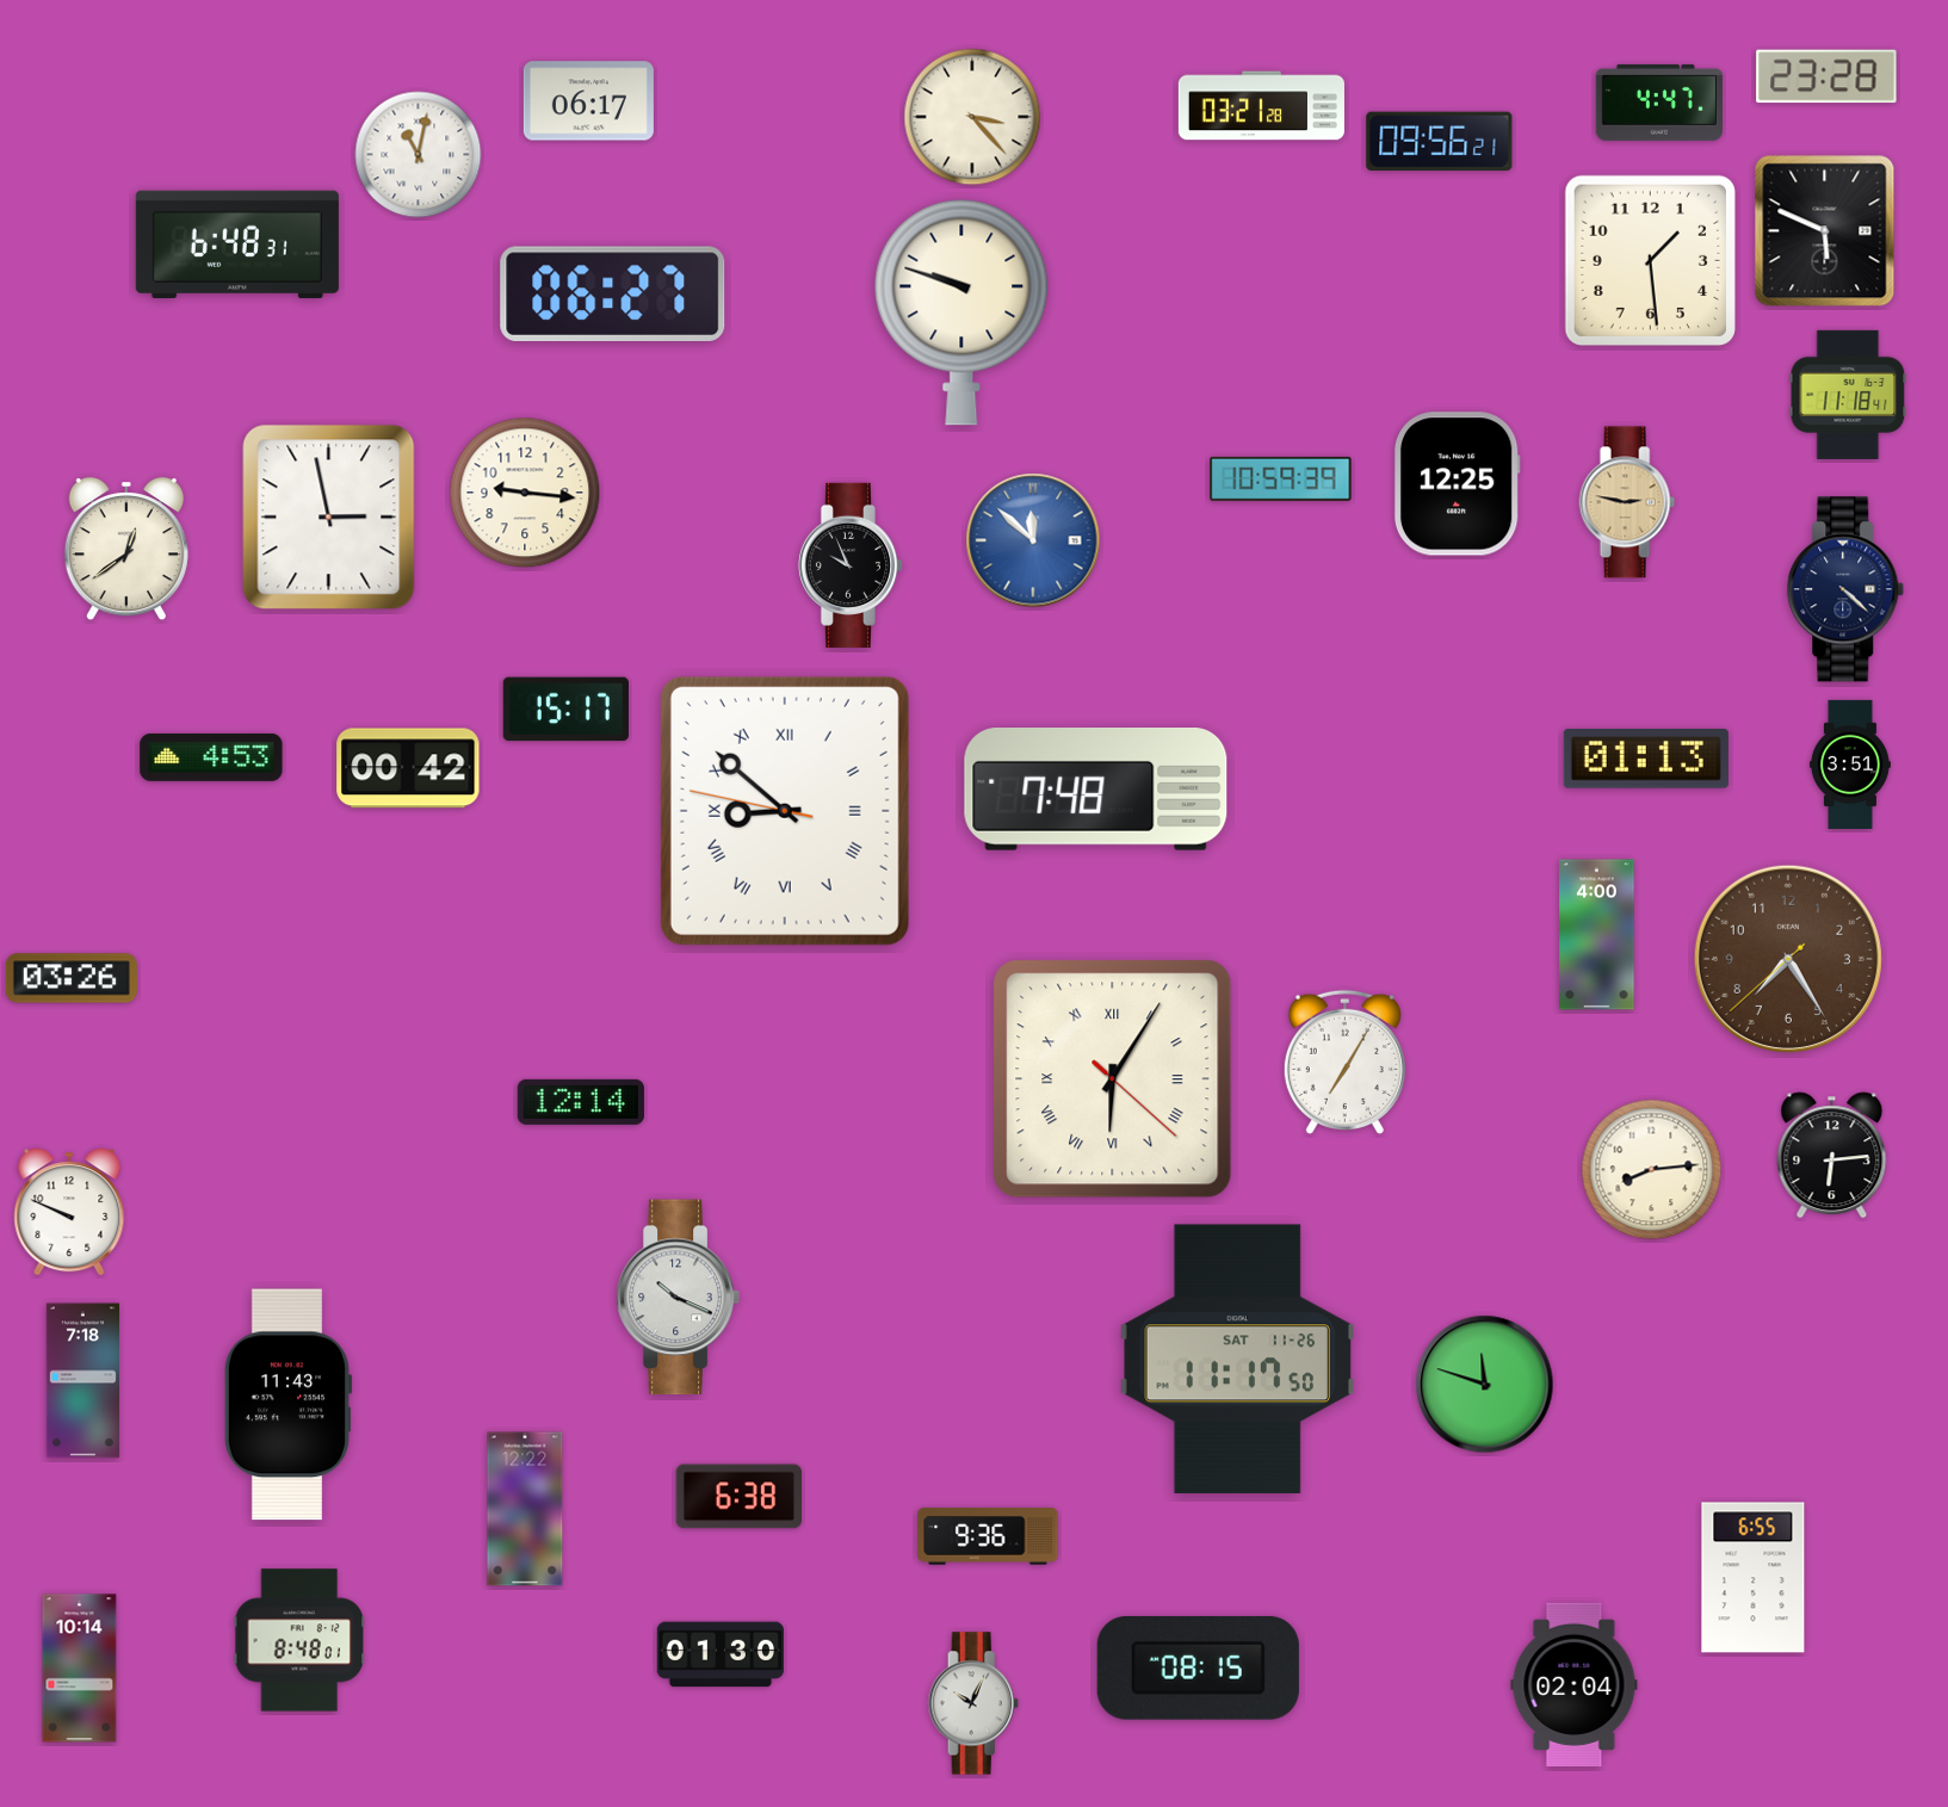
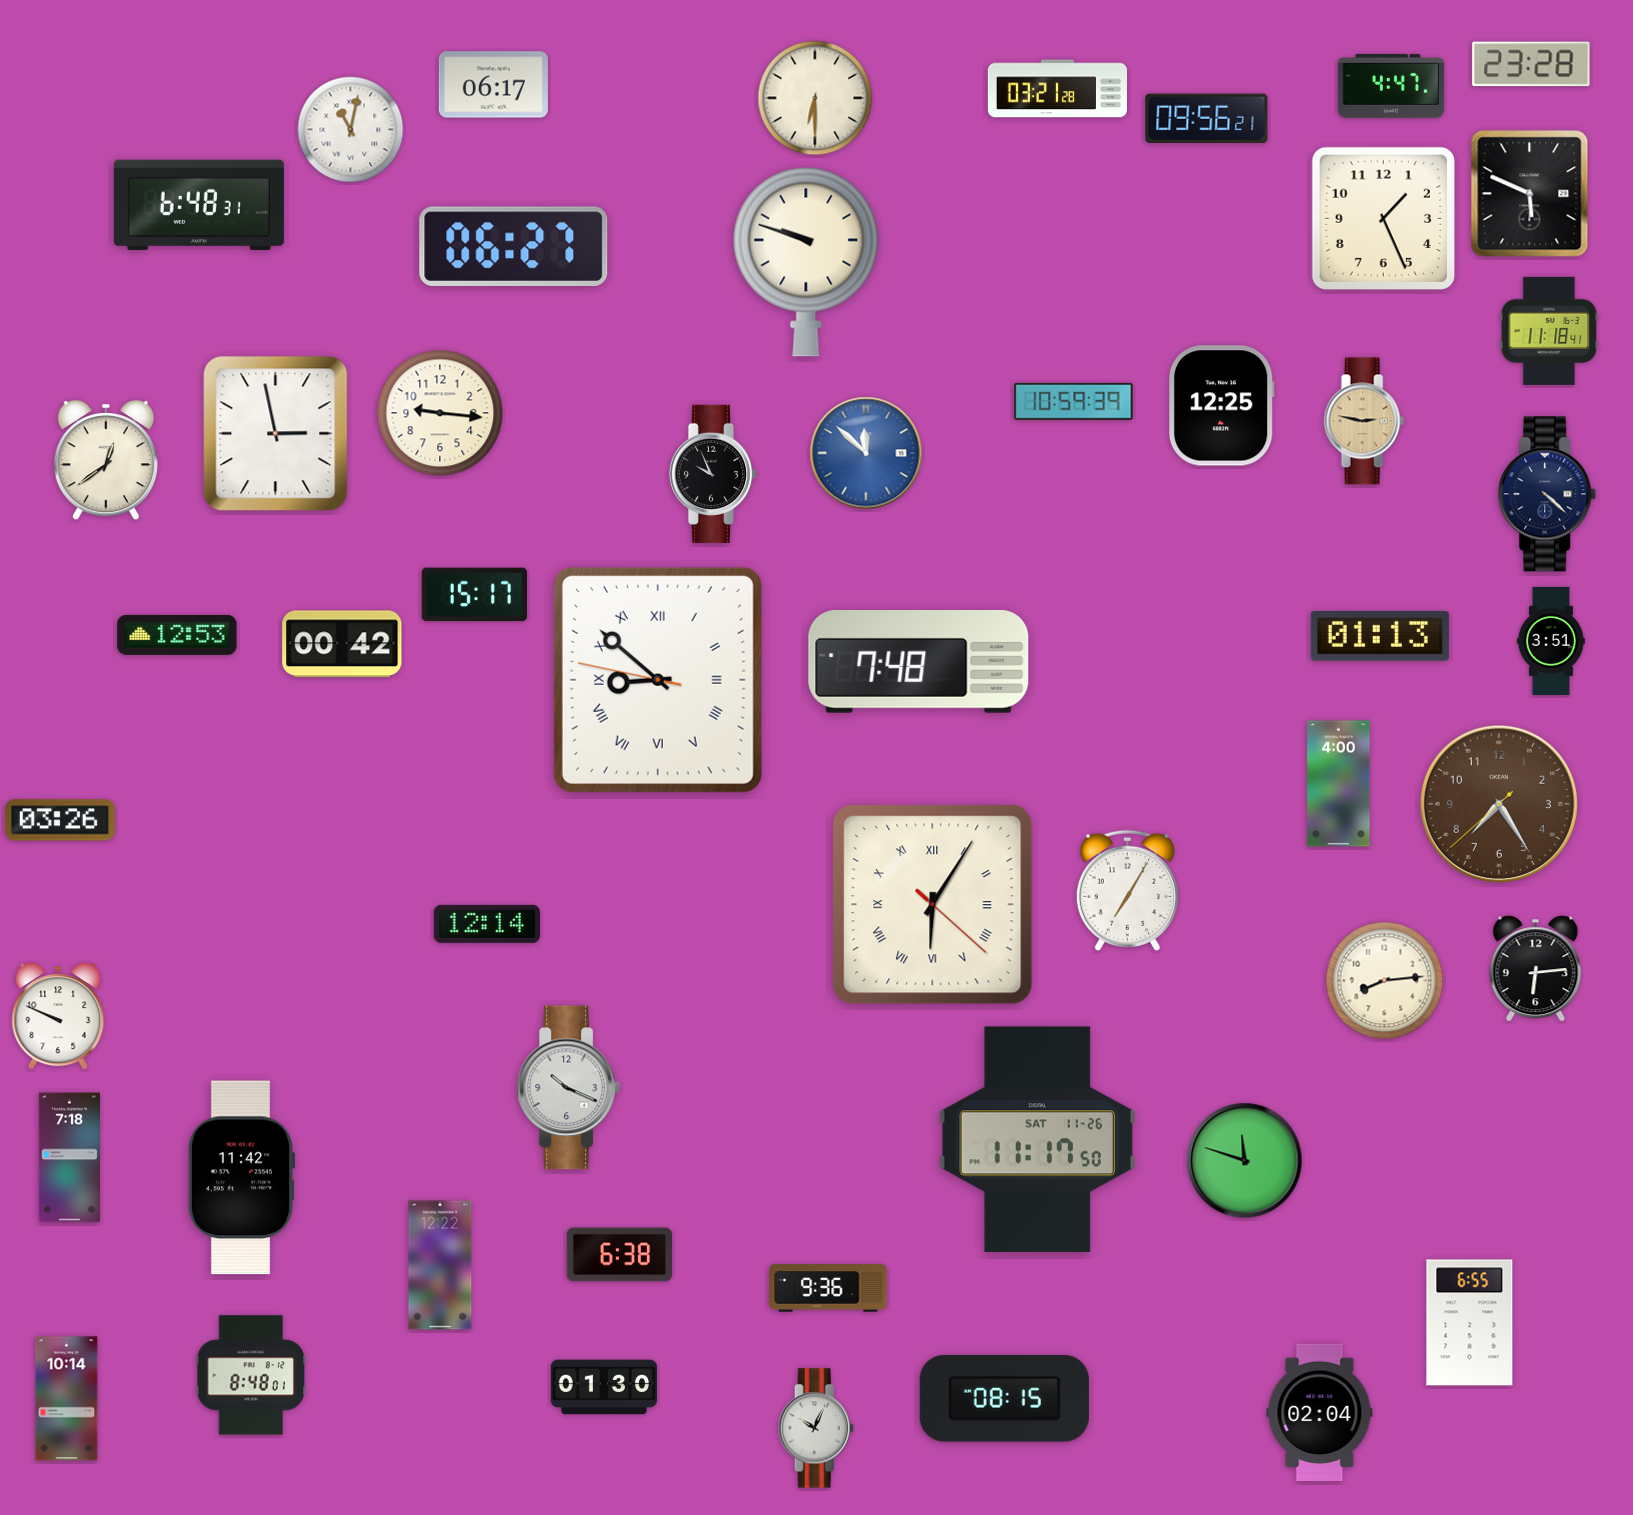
clock at (972, 117): 3:23 -> 6:30
clock at (1650, 260): 1:29 -> 1:26
clock at (211, 757): 4:53 -> 12:53
clock at (287, 1405): 11:43 -> 11:42
